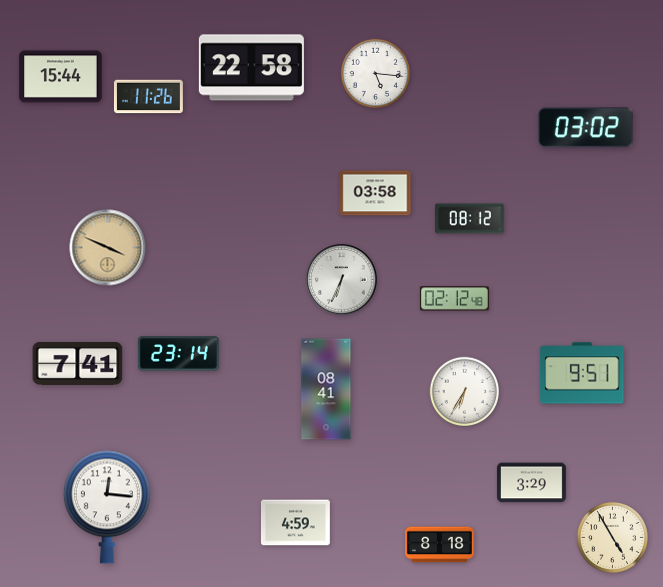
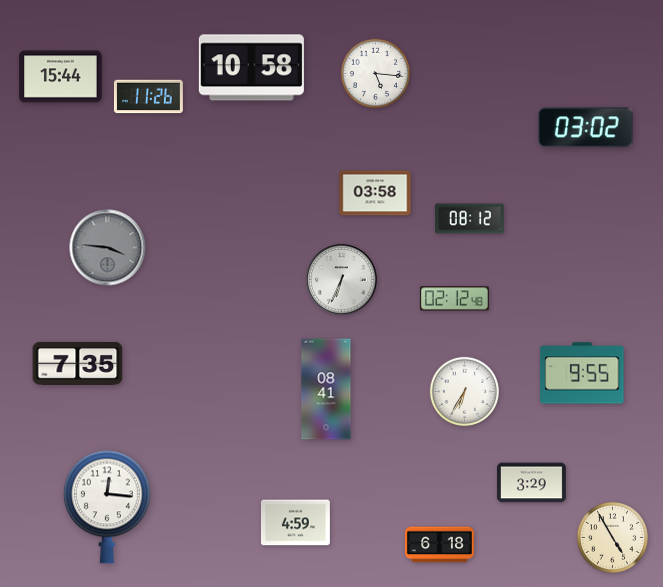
clock at (251, 68): 22:58 -> 10:58
clock at (108, 248): 3:49 -> 3:46
clock at (108, 248) dial: champagne -> grey
clock at (178, 354): 23:14 -> none
clock at (78, 363): 7:41 -> 7:35
clock at (582, 373): 9:51 -> 9:55
clock at (440, 545): 8:18 -> 6:18
